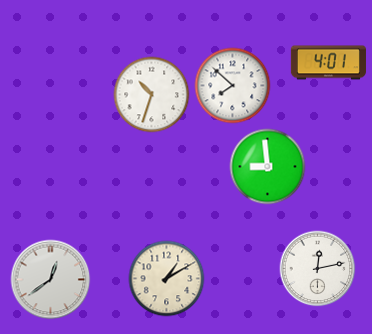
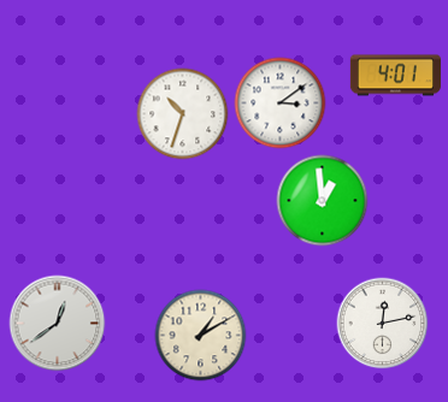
clock at (233, 86): 7:52 -> 3:09
clock at (268, 167): 8:59 -> 12:59
clock at (51, 280) position: (51, 280) -> (58, 324)
